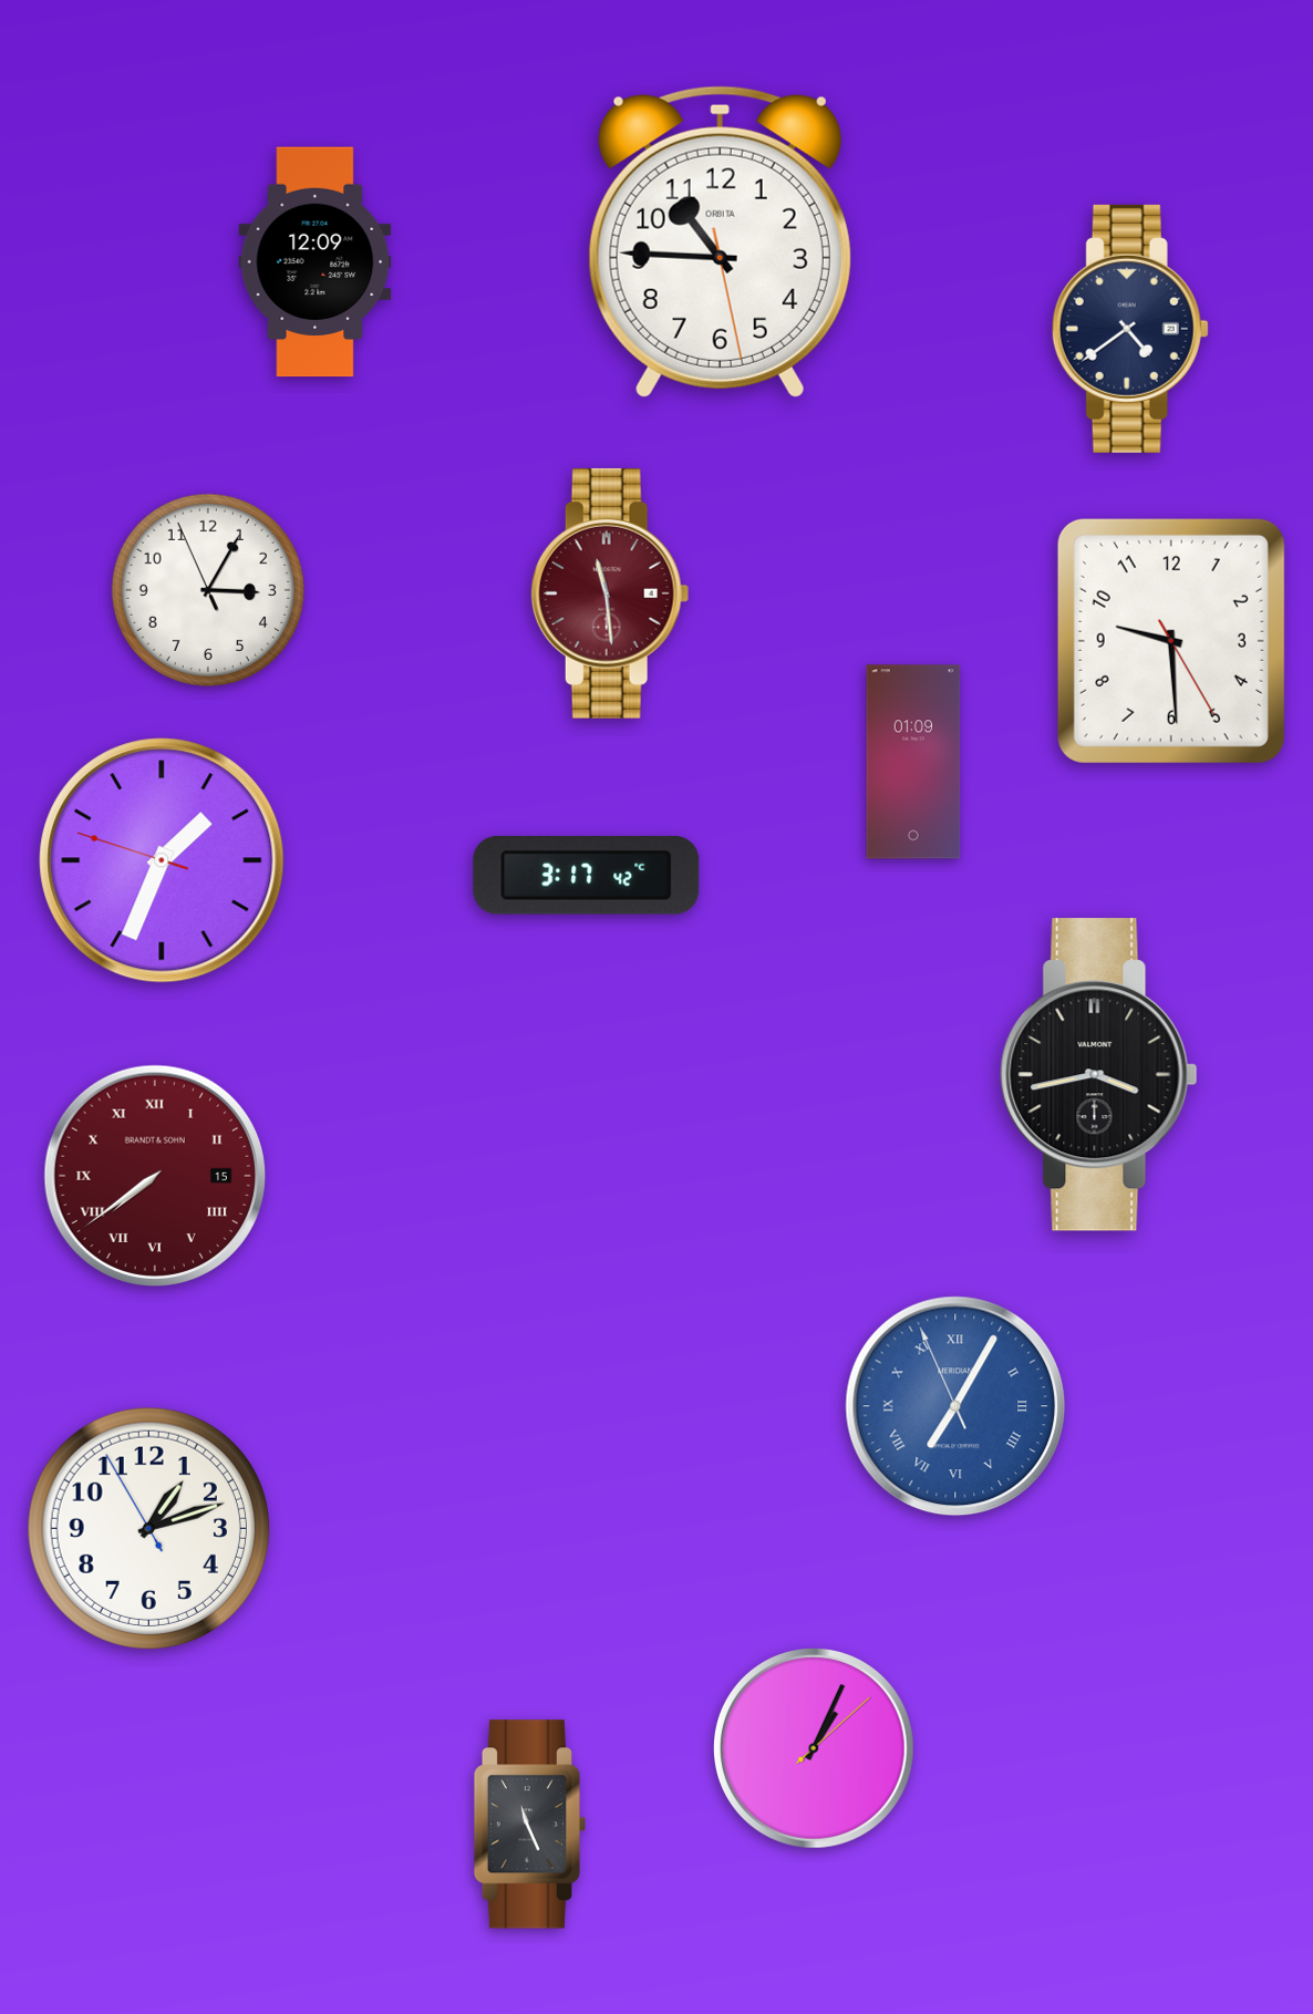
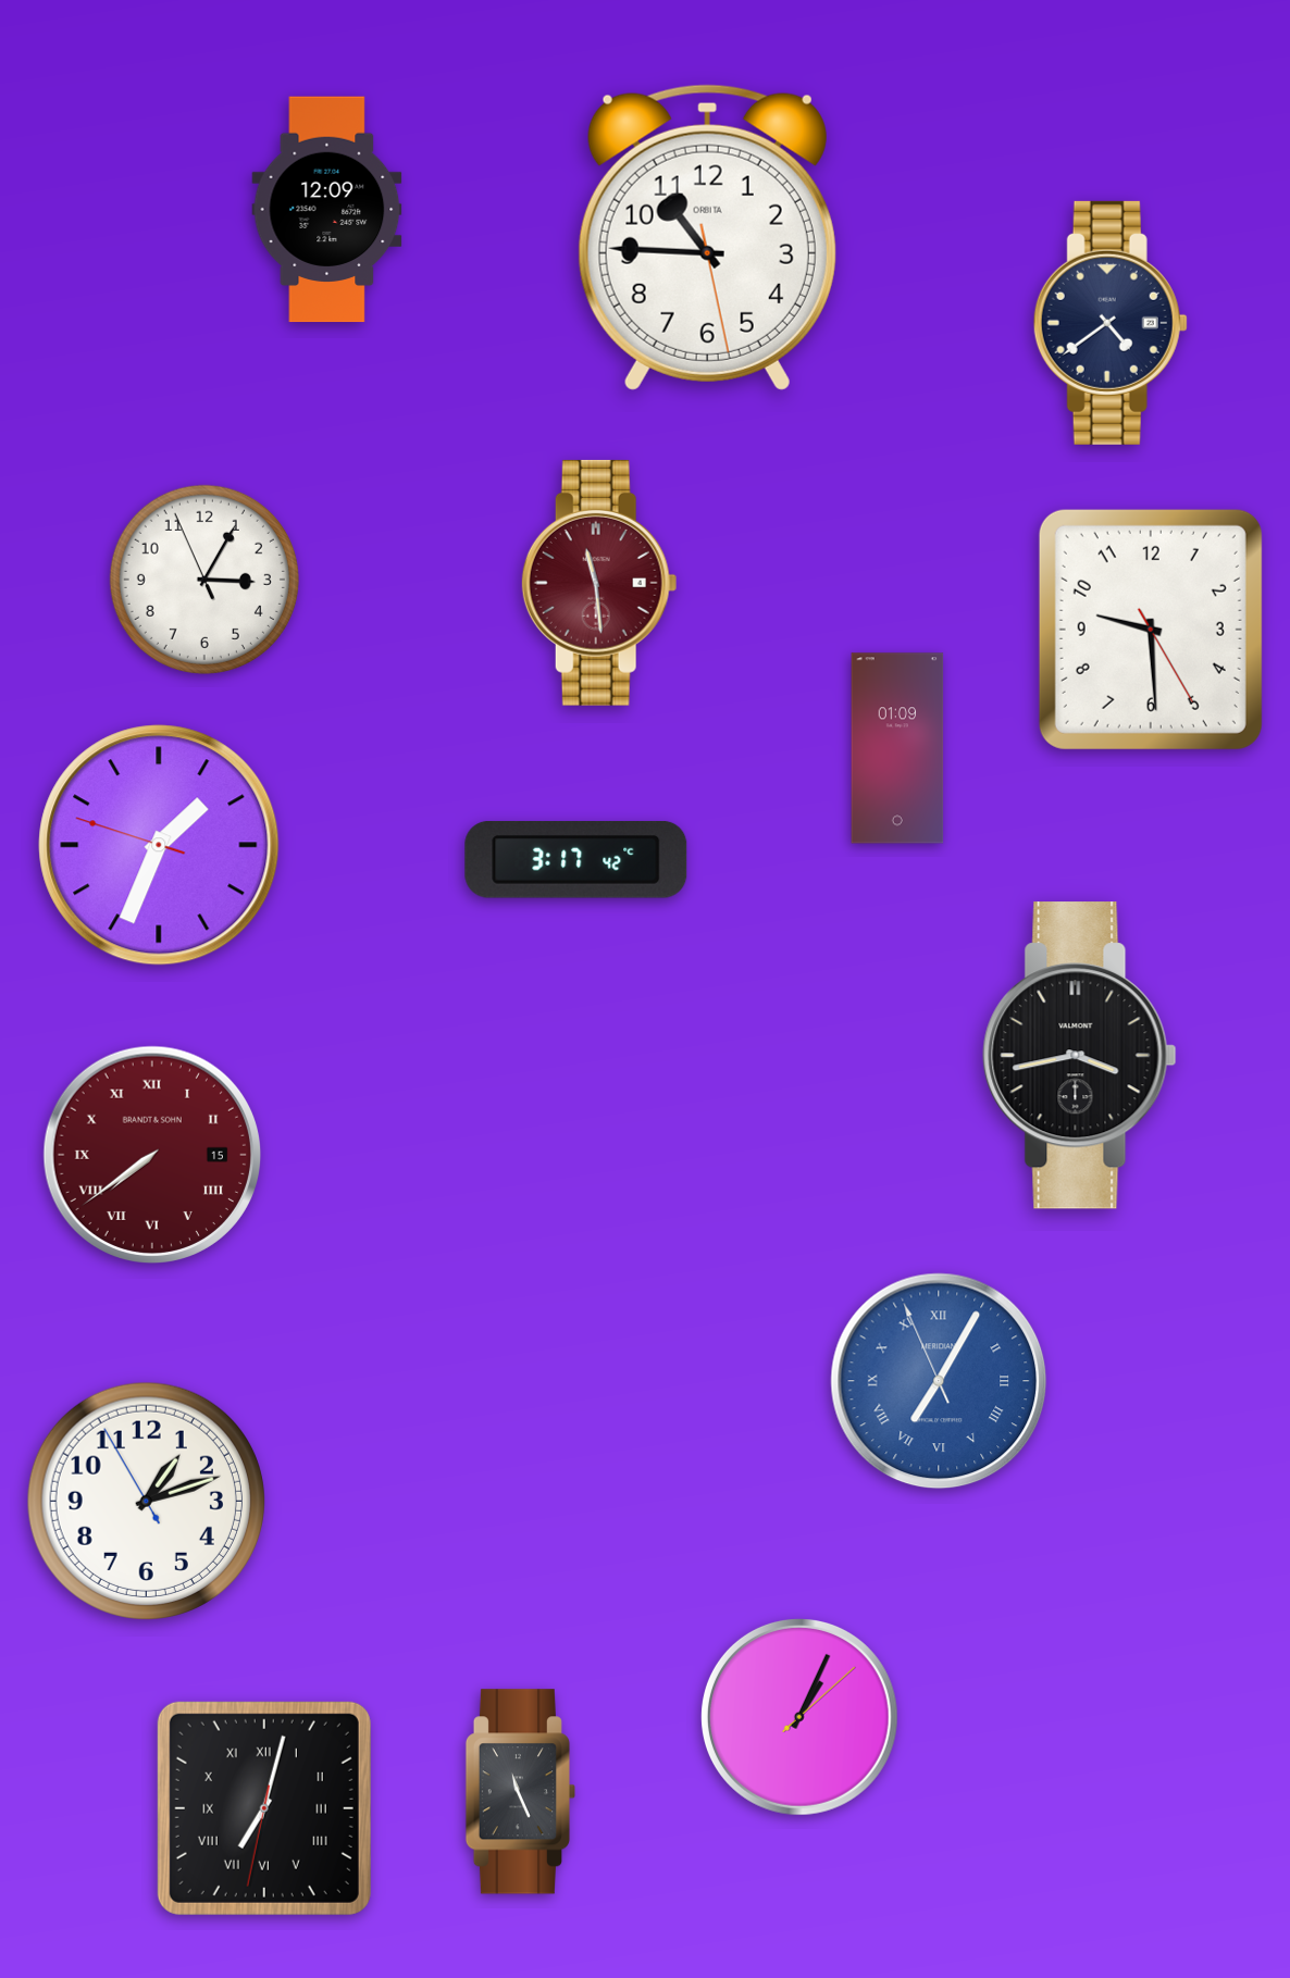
clock at (316, 262) position: (316, 262) -> (327, 210)
clock at (264, 1808): none -> 7:02
